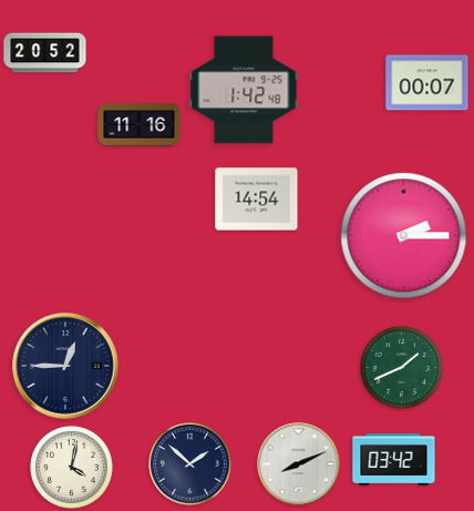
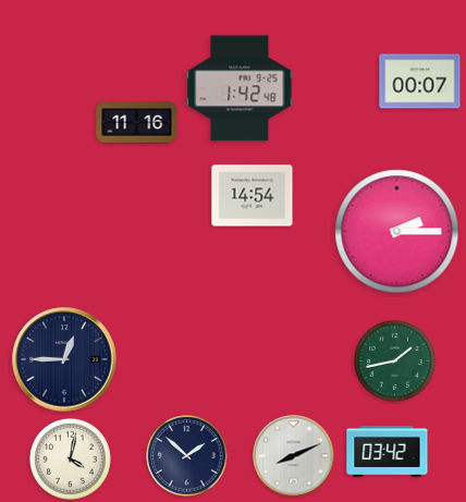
clock at (45, 53): 20:52 -> none
clock at (402, 368): 1:41 -> 1:43
